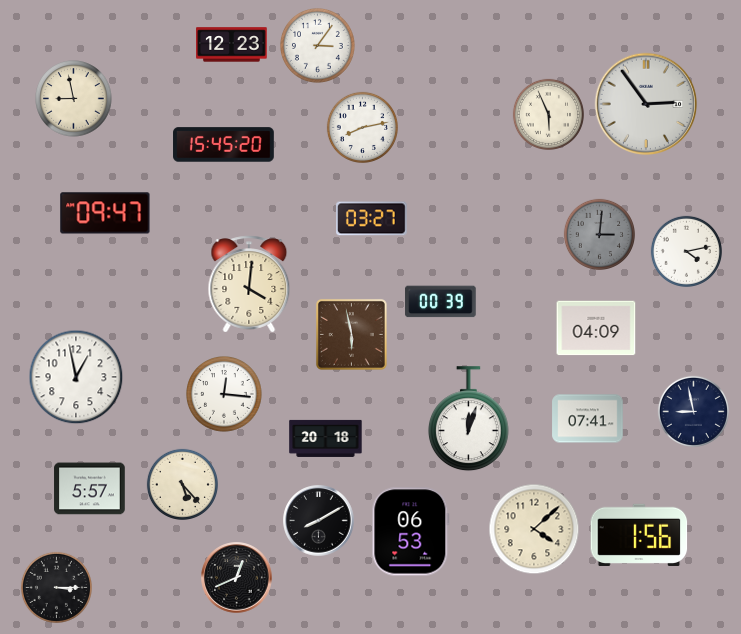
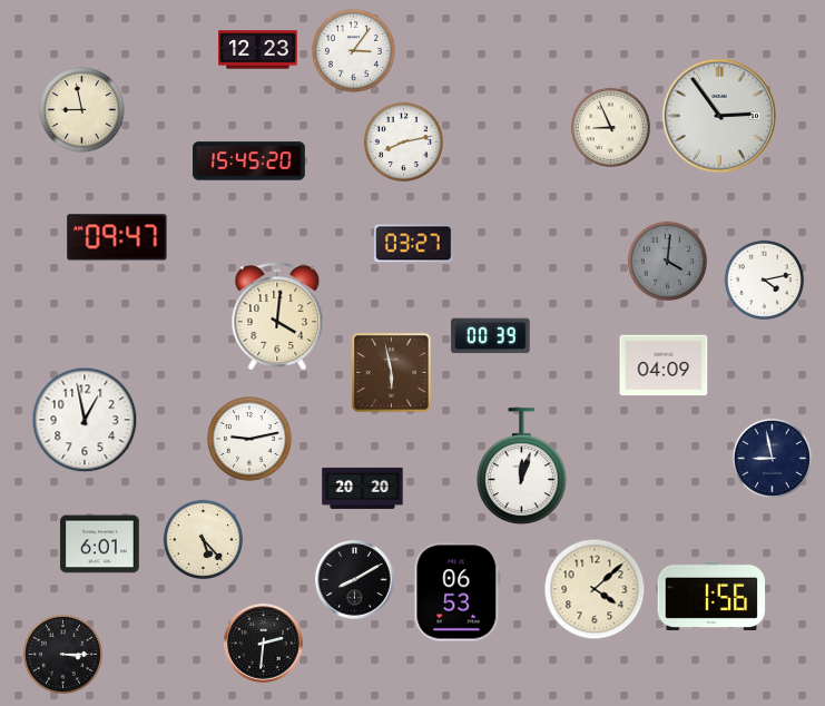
clock at (548, 114): 5:56 -> 8:56
clock at (599, 234): 3:01 -> 4:01
clock at (225, 395): 12:16 -> 9:13
clock at (588, 419): 07:41 -> none
clock at (326, 438): 20:18 -> 20:20
clock at (90, 489): 5:57 -> 6:01
clock at (237, 578): 12:41 -> 2:31
